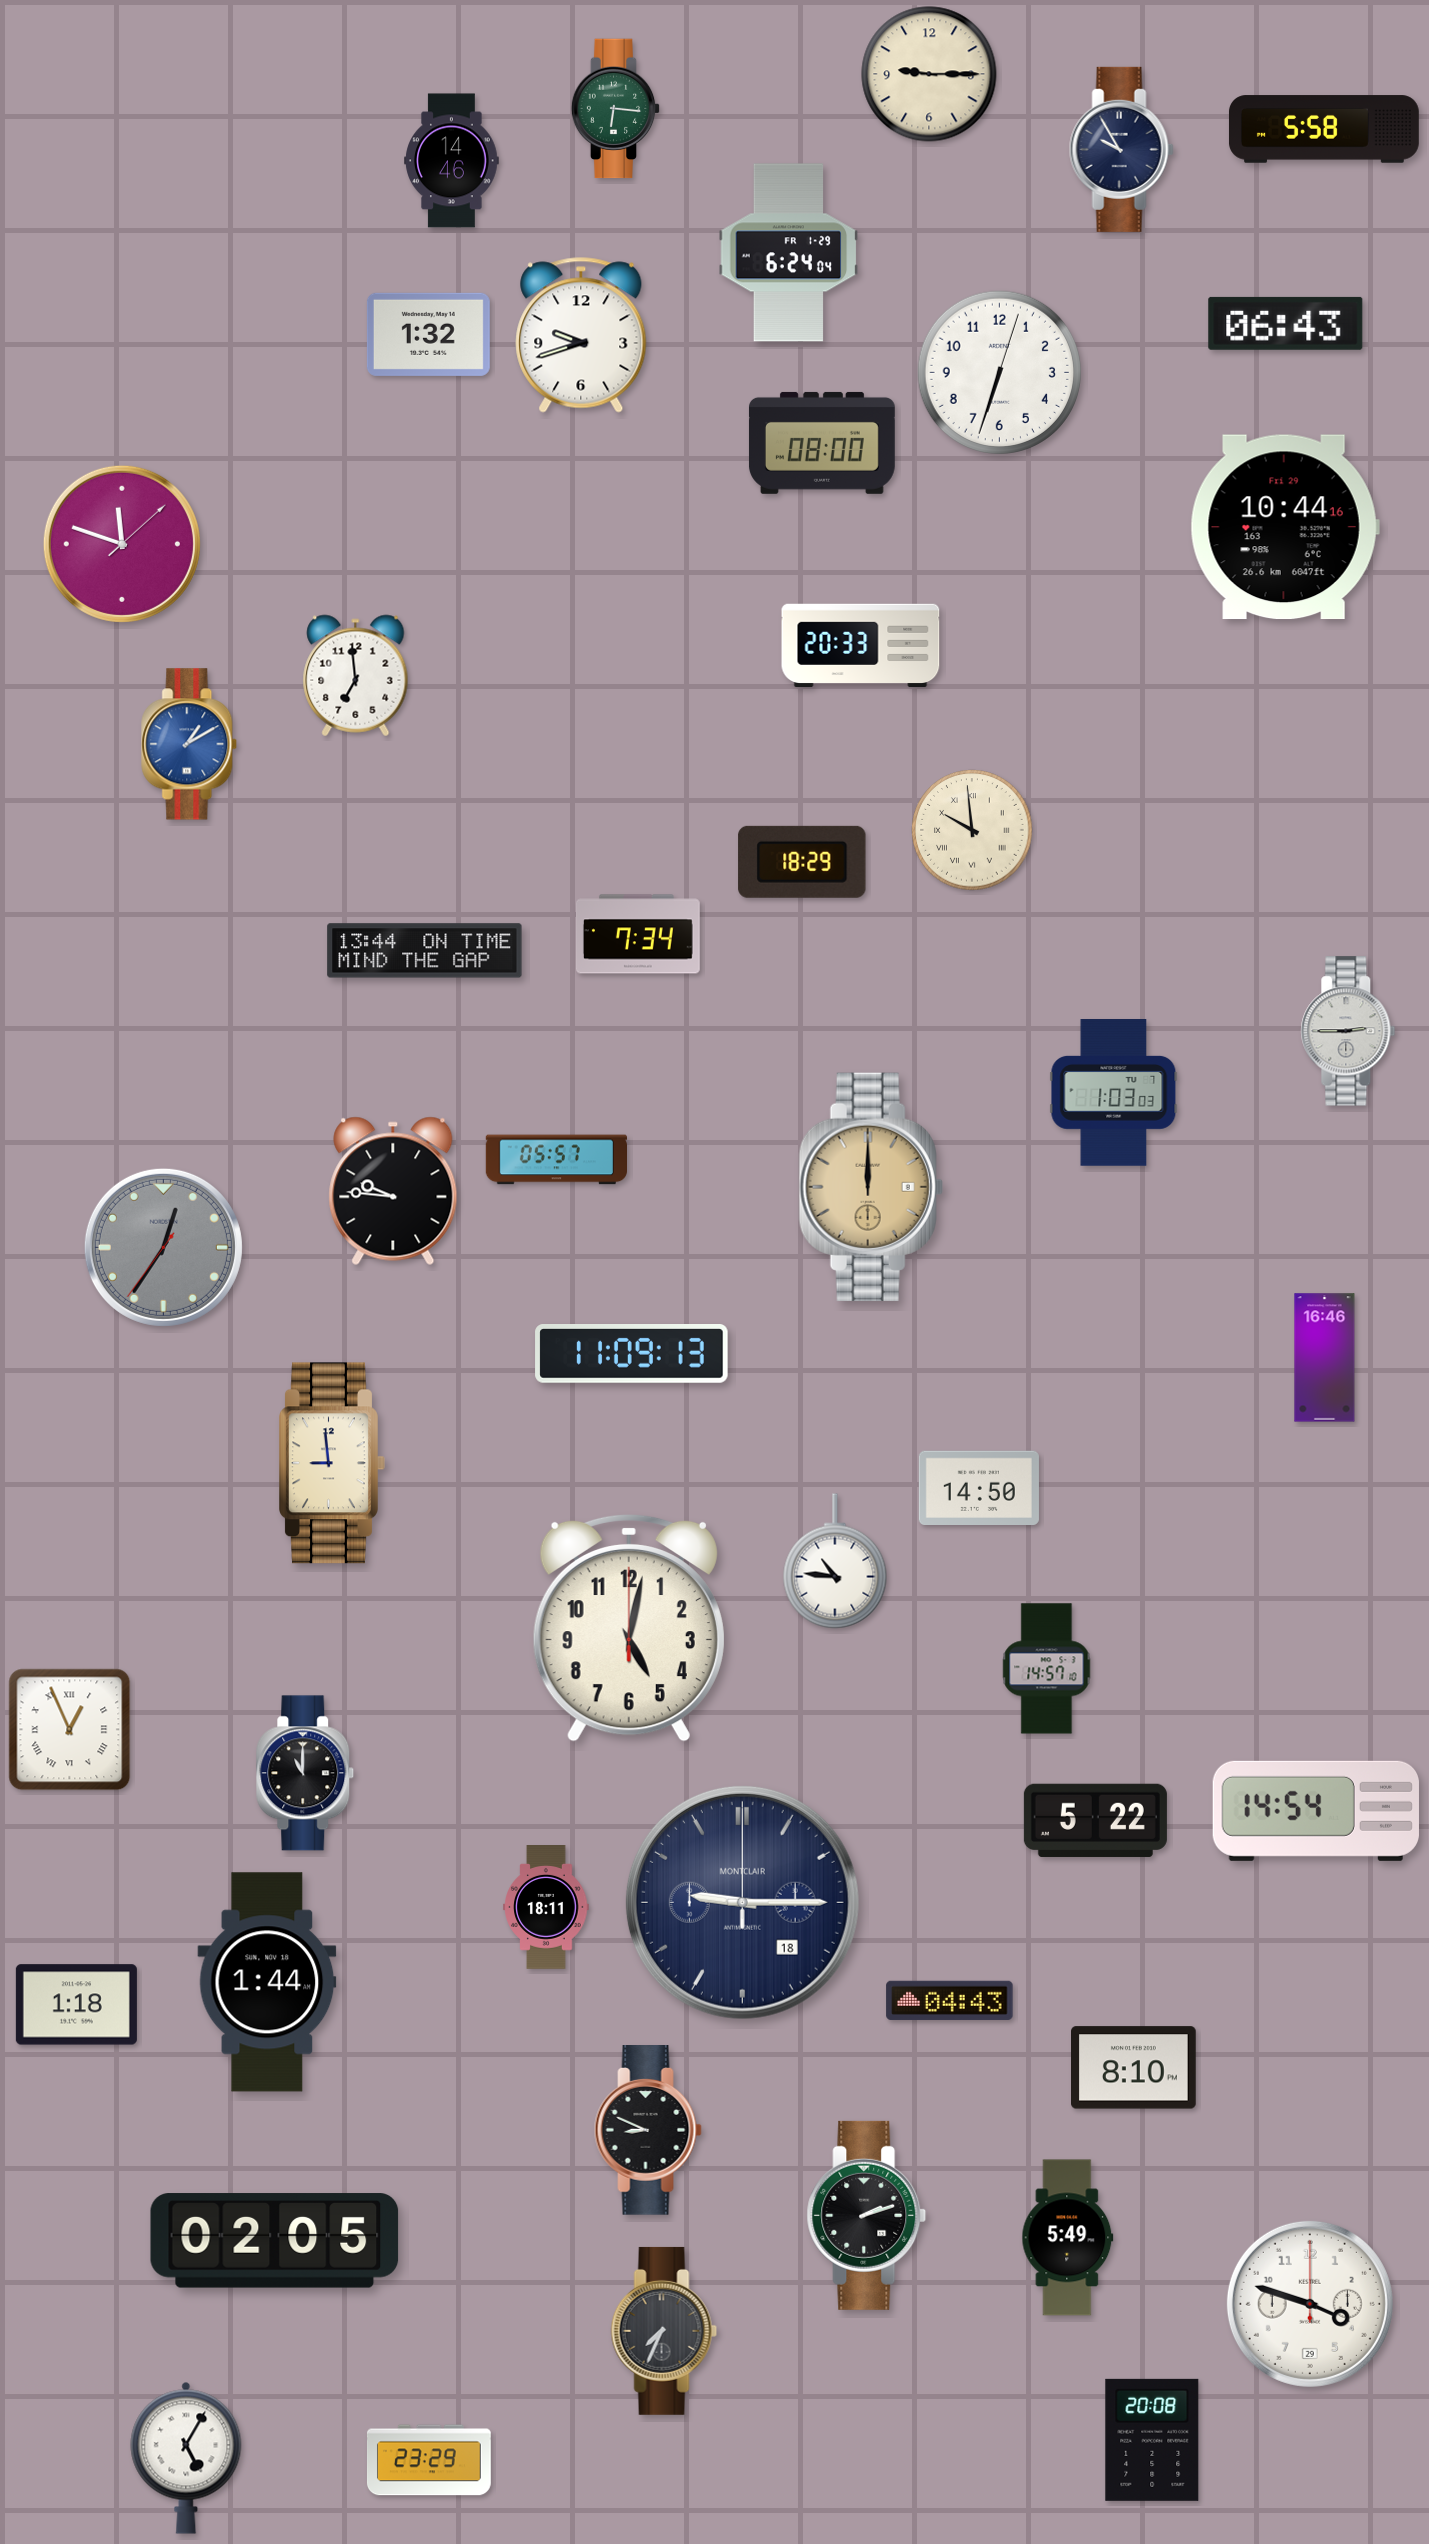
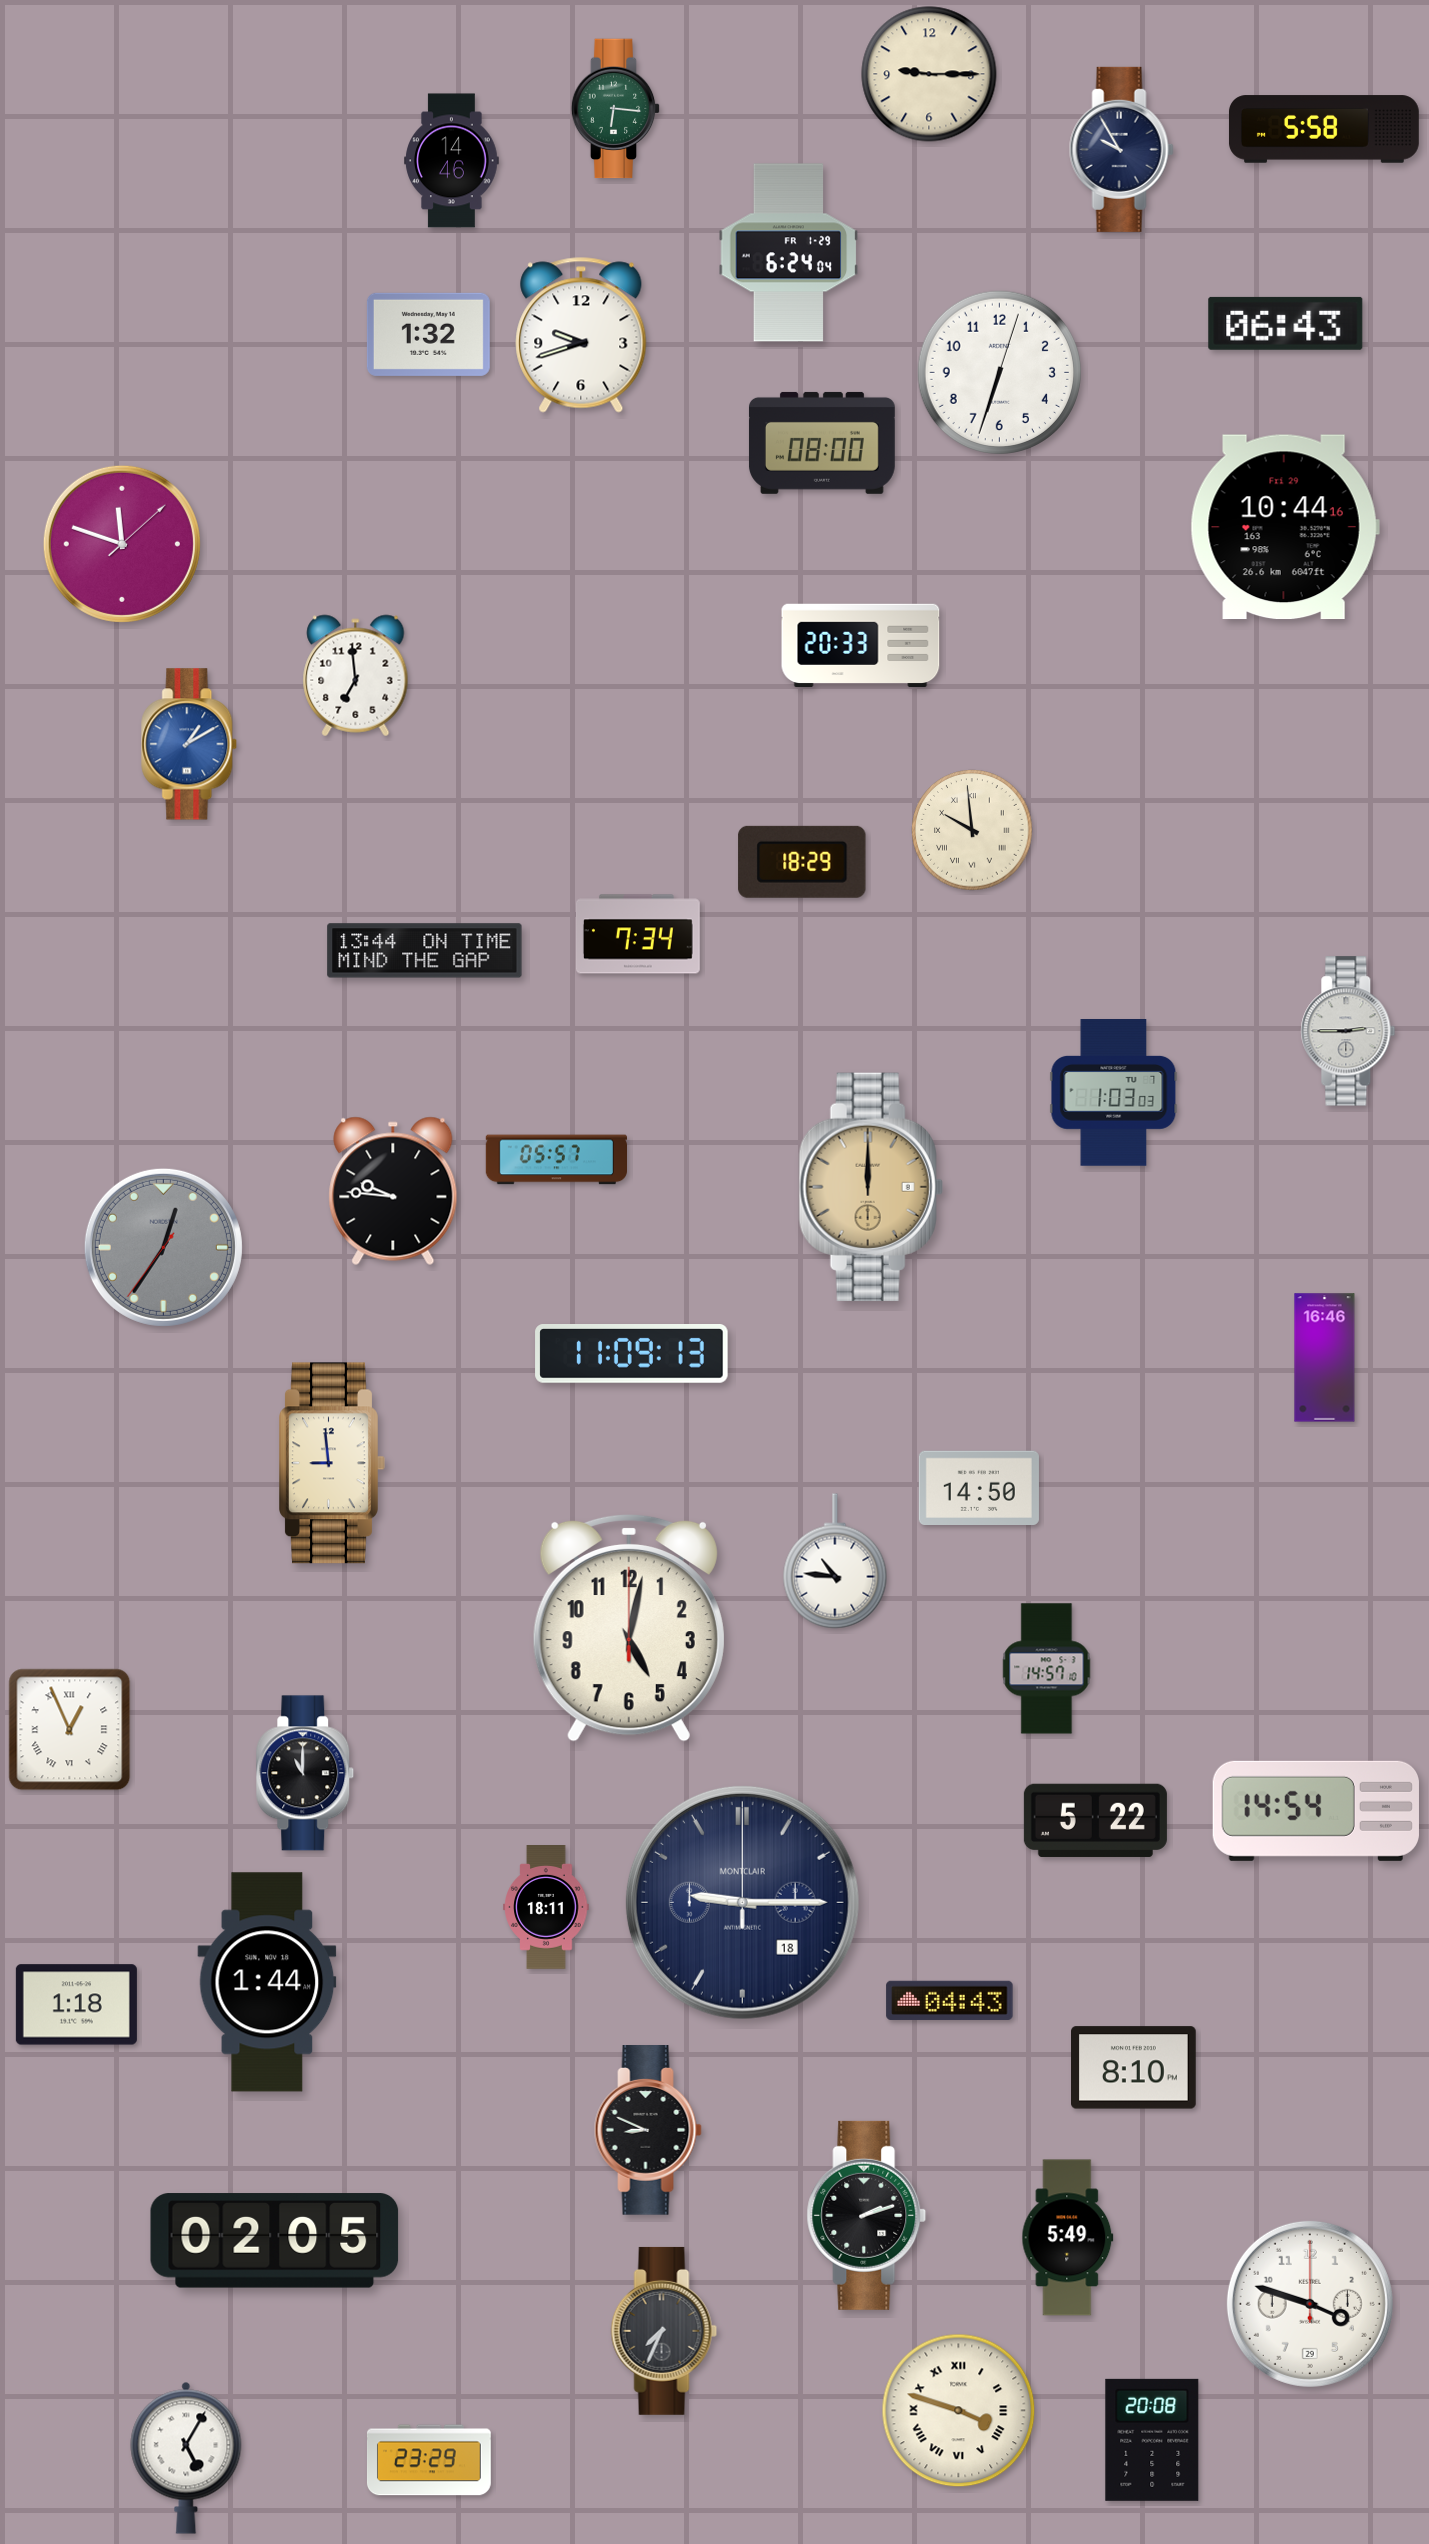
clock at (959, 2411): none -> 3:48
